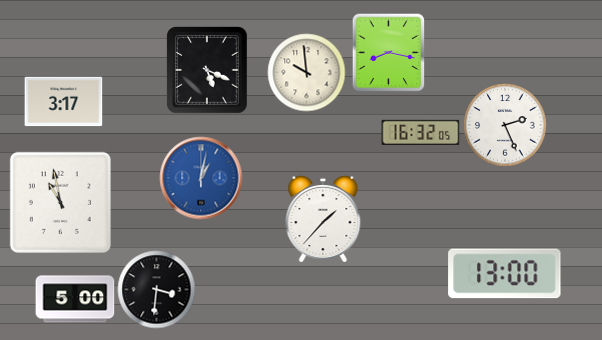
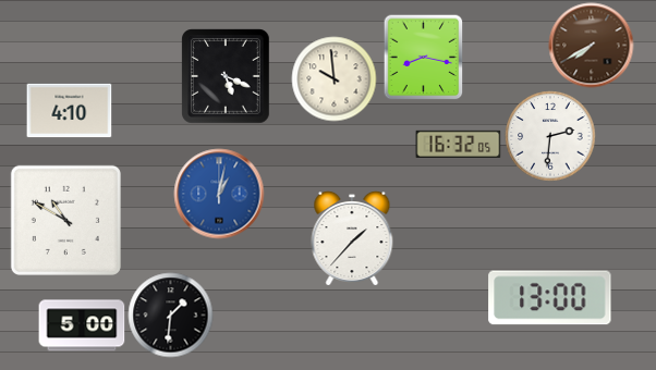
clock at (591, 45): none -> 7:40
clock at (63, 102): 3:17 -> 4:10
clock at (505, 125): 2:26 -> 2:31
clock at (60, 202): 10:58 -> 10:50
clock at (156, 289): 3:31 -> 1:31
